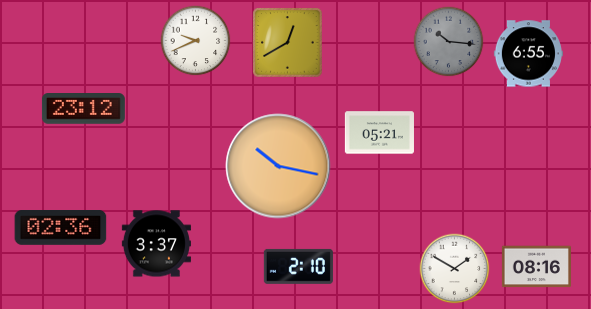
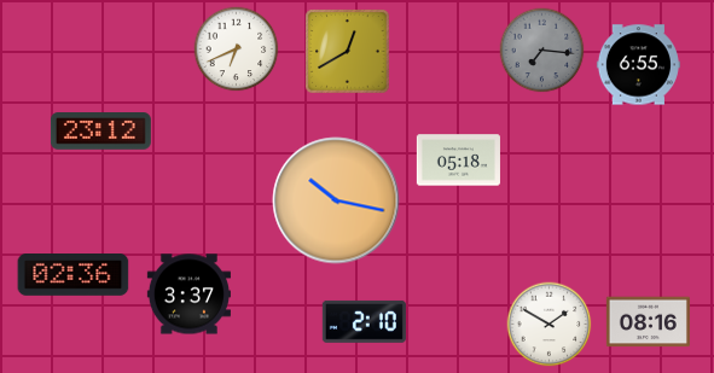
clock at (196, 41): 9:41 -> 6:41
clock at (449, 42): 10:16 -> 7:16
clock at (379, 133): 05:21 -> 05:18
clock at (298, 266) position: (298, 266) -> (364, 321)
